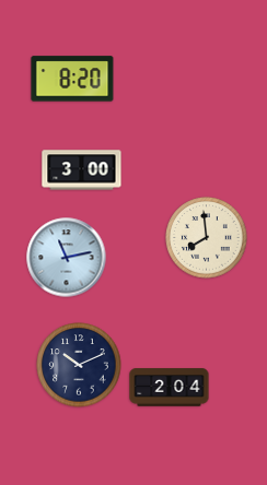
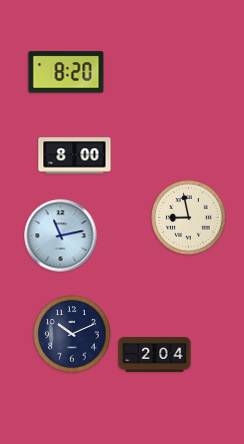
clock at (82, 170): 3:00 -> 8:00
clock at (207, 238): 7:59 -> 8:58
